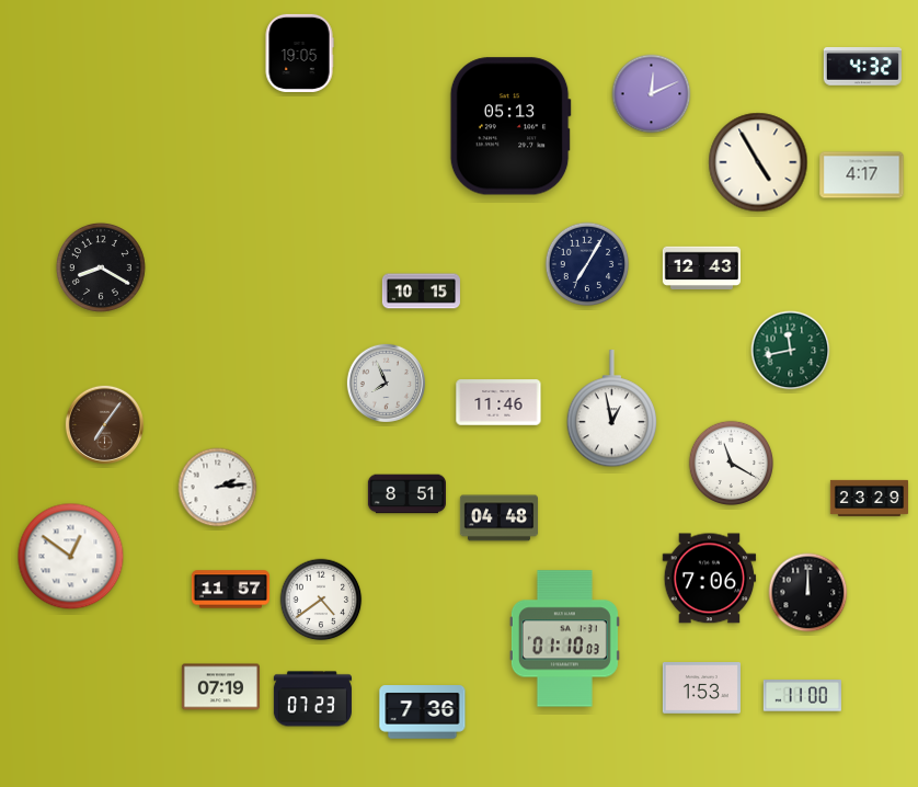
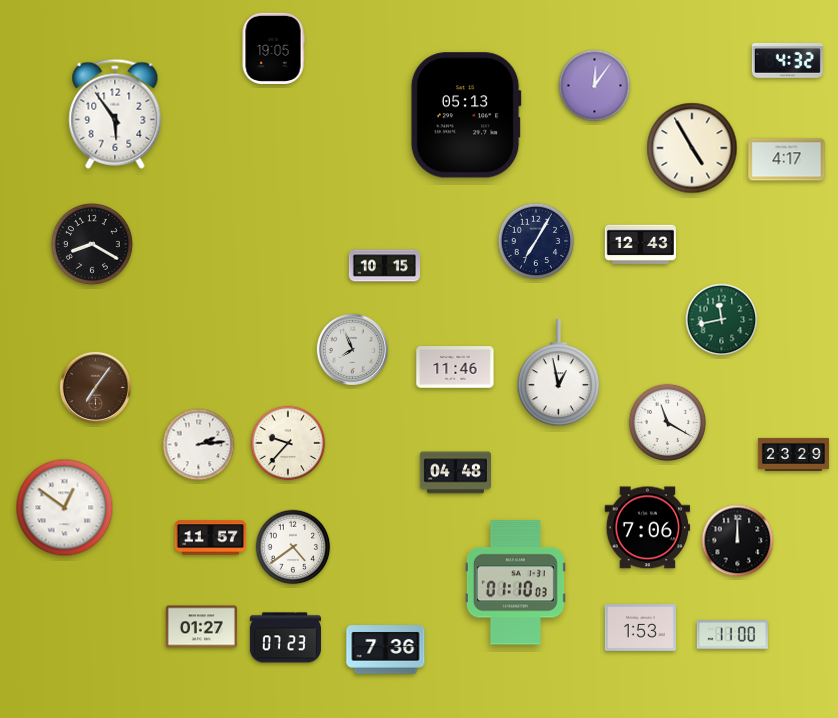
clock at (652, 94): 12:11 -> 12:06
clock at (115, 114): none -> 5:54
clock at (288, 443): none -> 9:37
clock at (406, 494): 8:51 -> none
clock at (220, 687): 07:19 -> 01:27
